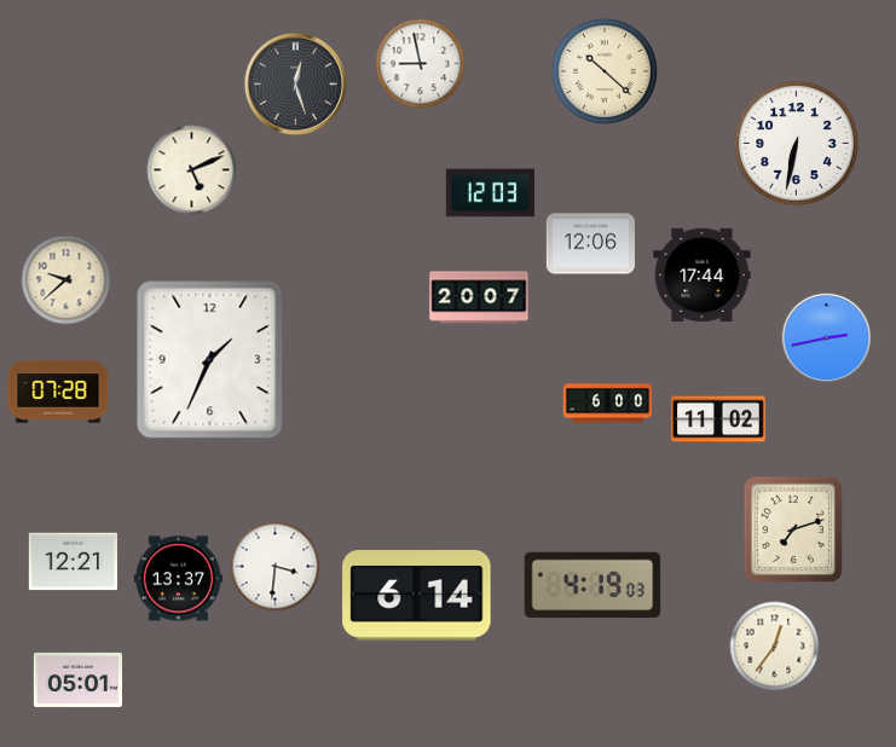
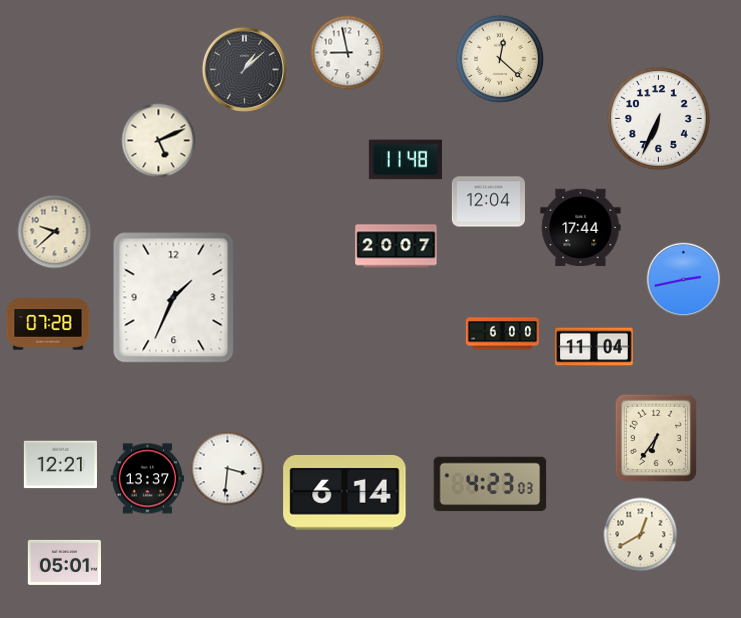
clock at (605, 71): 10:22 -> 12:22
clock at (296, 85): 12:27 -> 1:08
clock at (797, 144): 6:32 -> 6:34
clock at (490, 193): 12:03 -> 11:48
clock at (590, 244): 12:06 -> 12:04
clock at (718, 419): 11:02 -> 11:04
clock at (793, 529): 7:12 -> 6:36
clock at (592, 585): 4:19 -> 4:23
clock at (775, 647): 12:36 -> 12:40
